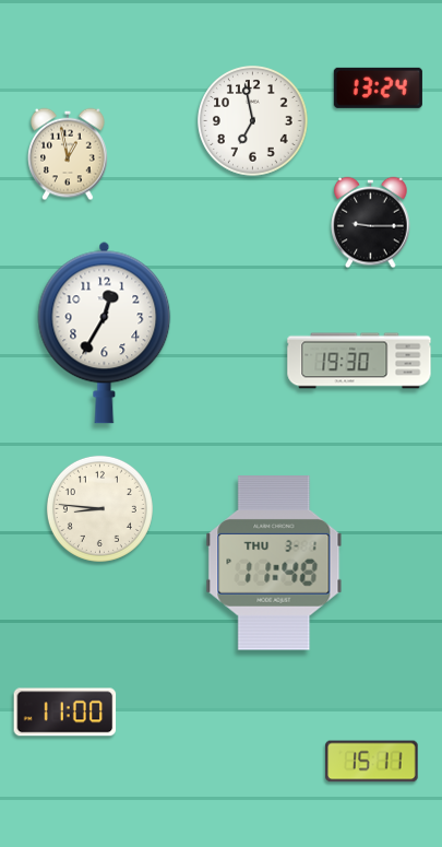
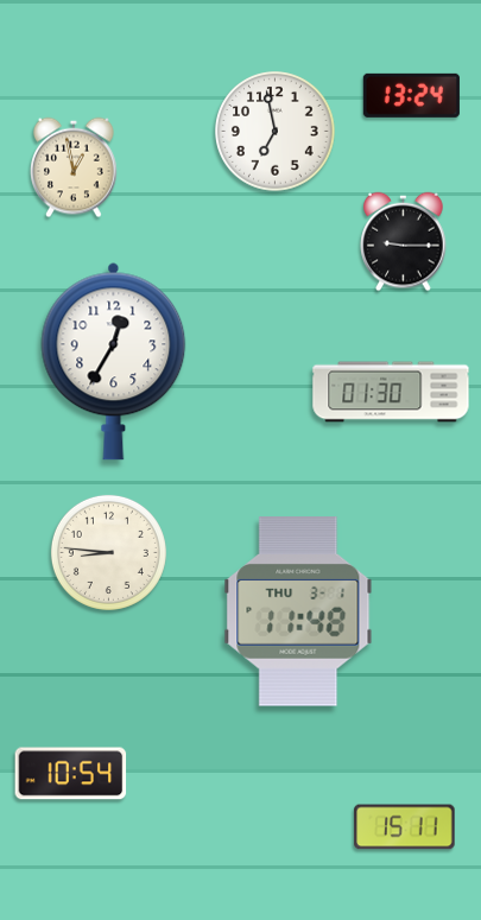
clock at (359, 361): 19:30 -> 01:30
clock at (65, 713): 11:00 -> 10:54
